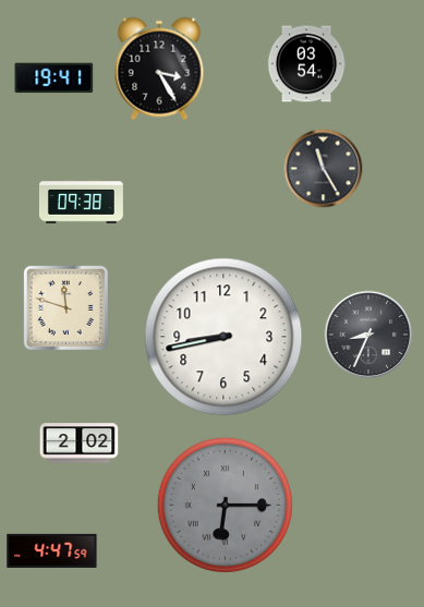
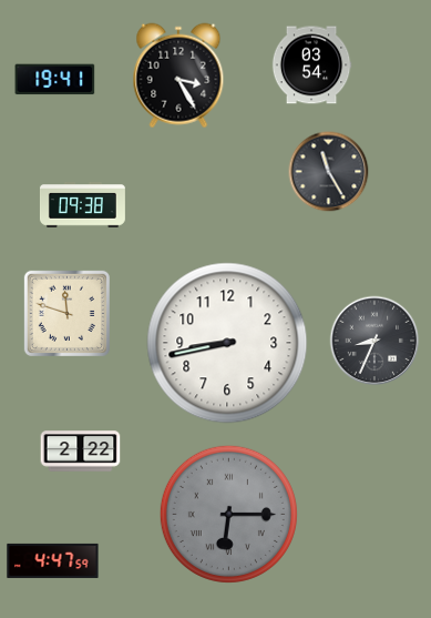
clock at (159, 69) position: (159, 69) -> (178, 75)
clock at (80, 444): 2:02 -> 2:22
